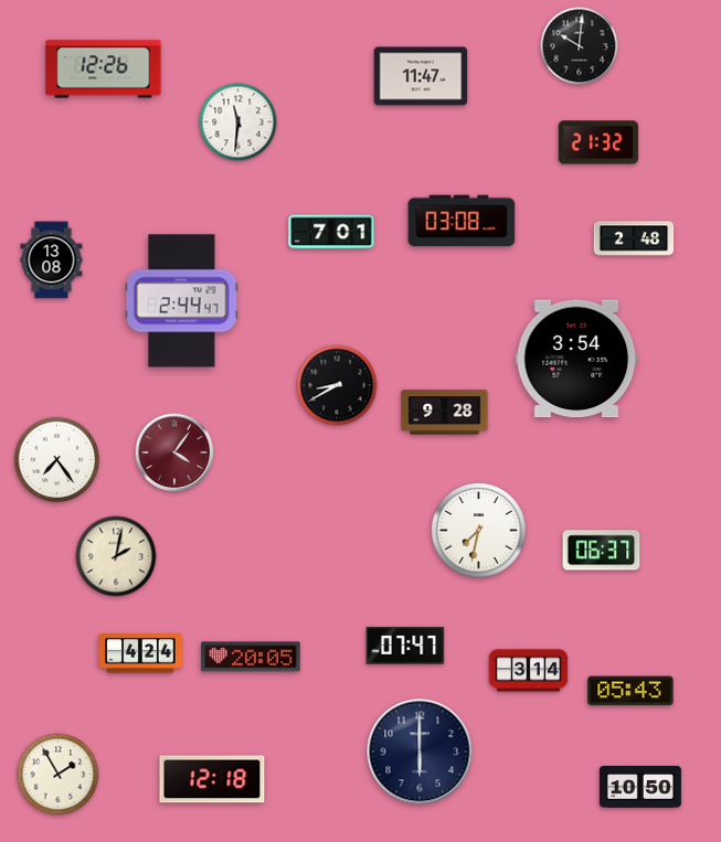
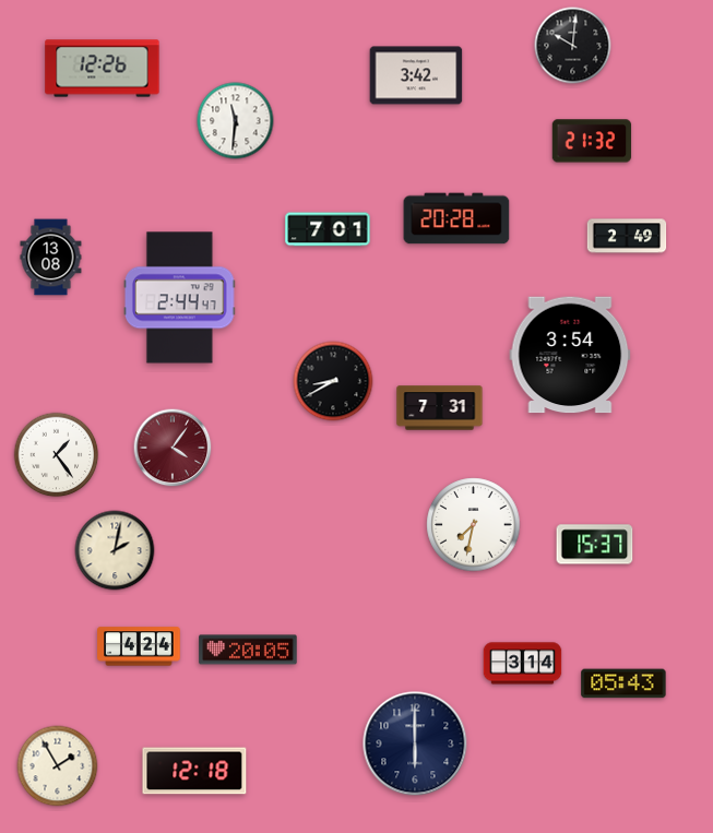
clock at (421, 76): 11:47 -> 3:42
clock at (462, 221): 03:08 -> 20:28
clock at (634, 238): 2:48 -> 2:49
clock at (445, 413): 9:28 -> 7:31
clock at (57, 460): 7:24 -> 1:24
clock at (602, 551): 06:37 -> 15:37
clock at (405, 646): 07:47 -> none
clock at (212, 779) position: (212, 779) -> (194, 771)
clock at (640, 787): 10:50 -> none
